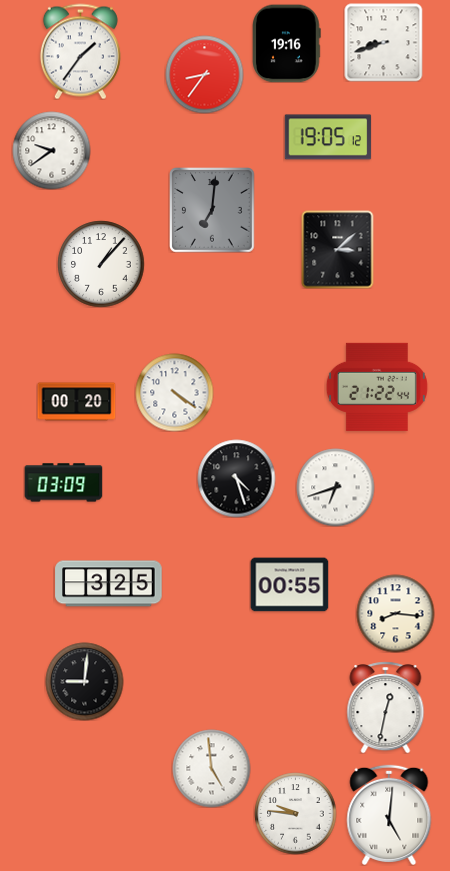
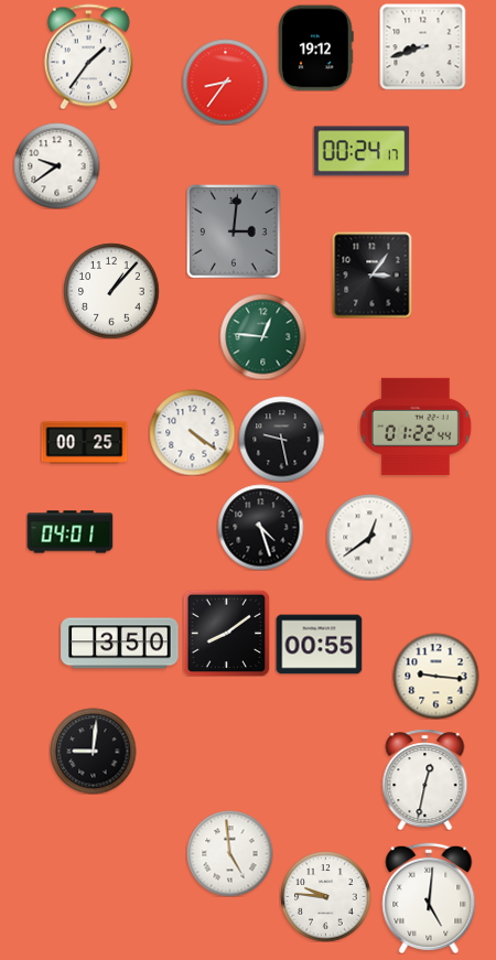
clock at (287, 43): 19:16 -> 19:12
clock at (328, 137): 19:05 -> 00:24
clock at (212, 210): 7:01 -> 3:01
clock at (338, 249): 3:08 -> 3:06
clock at (262, 336): none -> 12:46
clock at (377, 387): 21:22 -> 01:22
clock at (281, 439): none -> 9:28
clock at (76, 402): 00:20 -> 00:25
clock at (63, 483): 03:09 -> 04:01
clock at (335, 487): 6:42 -> 12:39
clock at (226, 633): none -> 8:09
clock at (109, 584): 3:25 -> 3:50
clock at (395, 613): 8:16 -> 9:16
clock at (211, 768) position: (211, 768) -> (229, 853)
